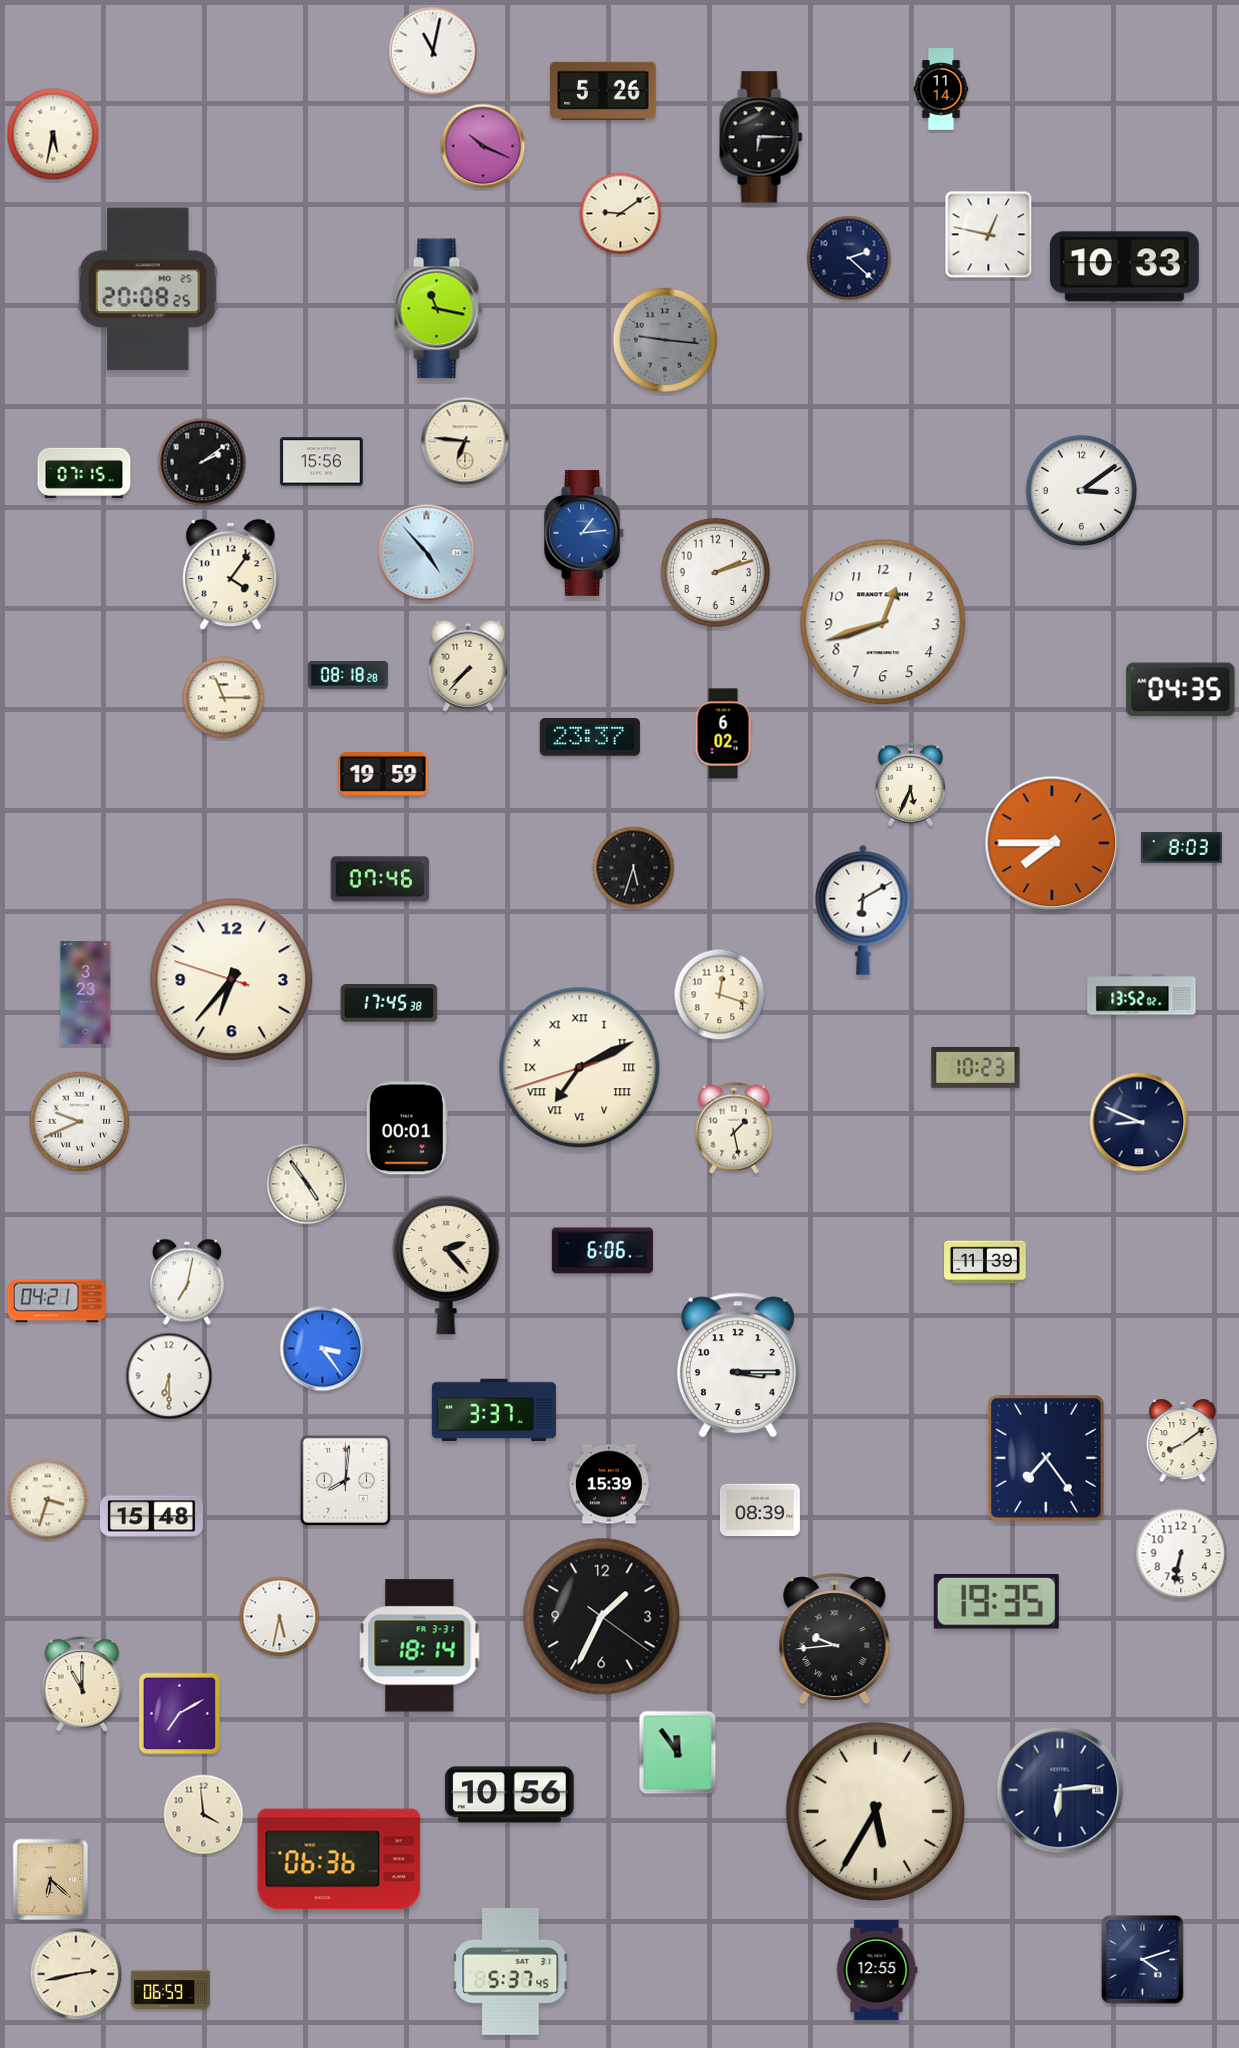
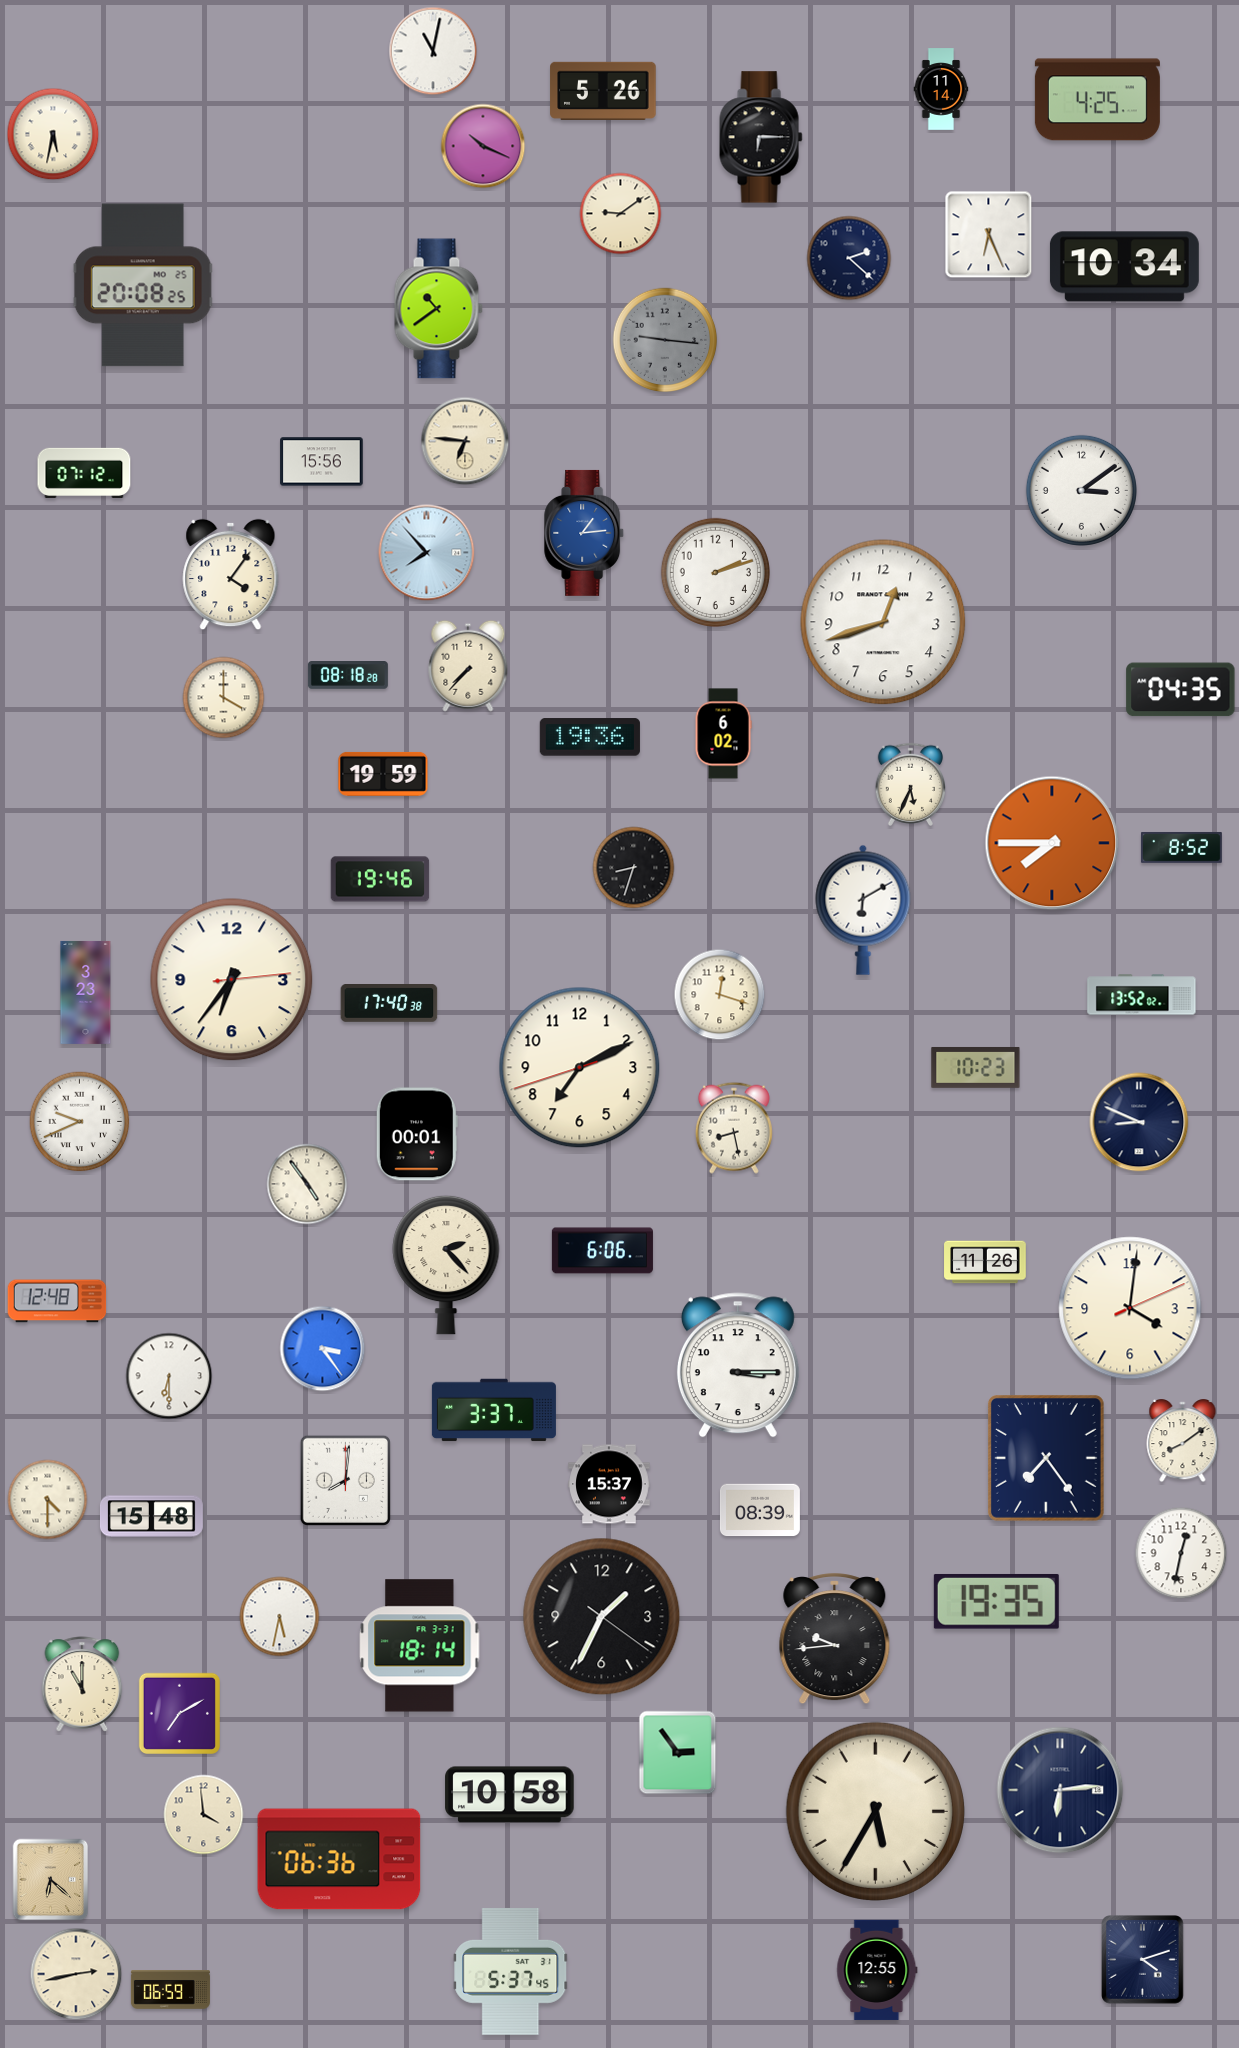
clock at (1097, 100): none -> 4:25
clock at (989, 235): 12:47 -> 6:26
clock at (1124, 267): 10:33 -> 10:34
clock at (148, 289) position: (148, 289) -> (143, 285)
clock at (438, 309): 11:17 -> 10:39
clock at (202, 462): 2:09 -> none
clock at (84, 473): 07:15 -> 07:12
clock at (427, 553): 4:53 -> 7:53
clock at (224, 698): 11:15 -> 4:00
clock at (590, 737): 23:37 -> 19:36
clock at (1182, 847): 8:03 -> 8:52
clock at (634, 868): 5:33 -> 8:33
clock at (380, 879): 07:46 -> 19:46
clock at (232, 980): 6:36:48 -> 6:36:14
clock at (389, 1004): 17:45 -> 17:40
clock at (580, 1068) numerals: Roman -> Arabic
clock at (407, 1128) position: (407, 1128) -> (417, 1134)
clock at (734, 1128): 1:28 -> 8:28
clock at (985, 1262): 11:39 -> 11:26
clock at (187, 1282): 7:02 -> none
clock at (57, 1301): 04:21 -> 12:48
clock at (1130, 1308): none -> 4:01
clock at (609, 1484): 15:39 -> 15:37
clock at (48, 1500): 3:33 -> 4:30
clock at (1181, 1553): 6:32 -> 12:32
clock at (678, 1753): 11:54 -> 2:54
clock at (510, 1795): 10:56 -> 10:58
